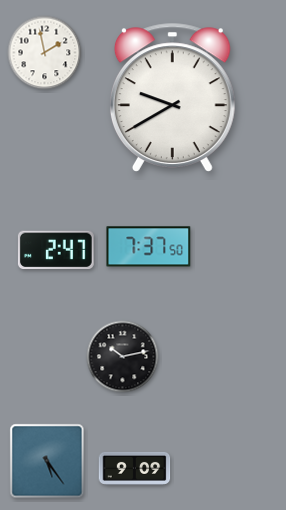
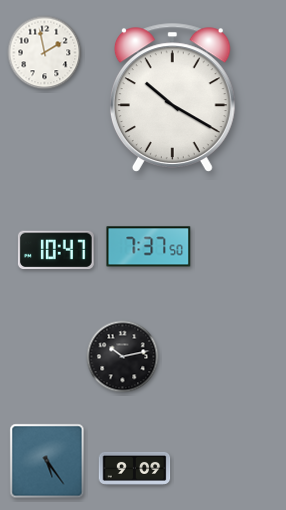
clock at (172, 97): 9:40 -> 10:20
clock at (56, 250): 2:47 -> 10:47
